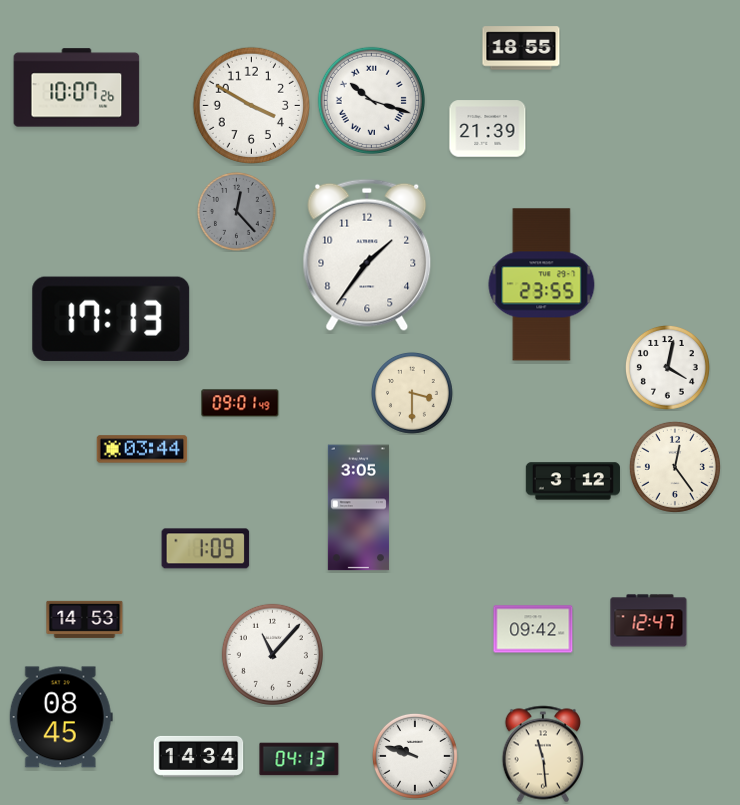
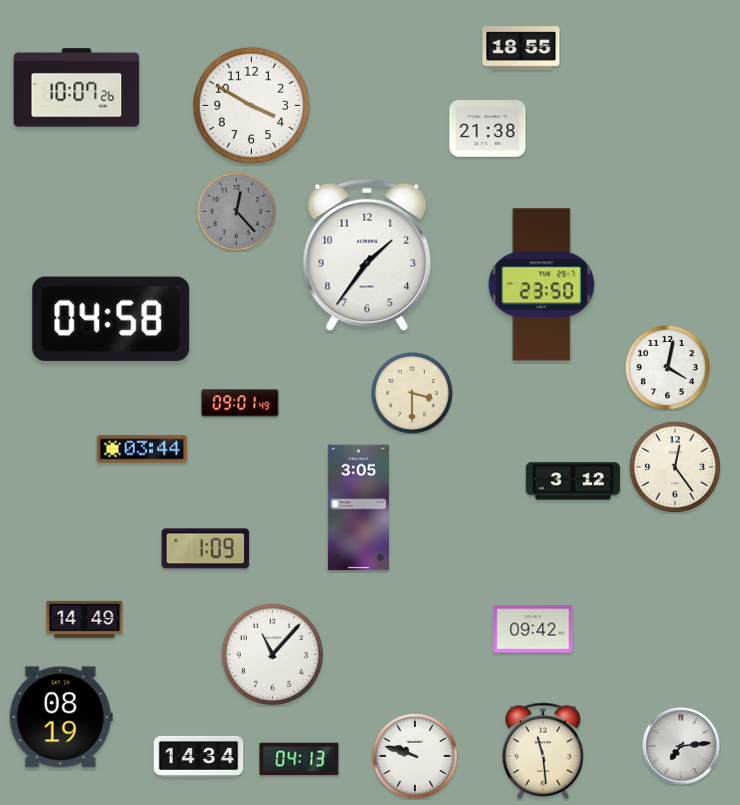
clock at (371, 100): 10:18 -> none
clock at (488, 129): 21:39 -> 21:38
clock at (542, 285): 23:55 -> 23:50
clock at (111, 319): 17:13 -> 04:58
clock at (85, 619): 14:53 -> 14:49
clock at (649, 621): 12:47 -> none
clock at (61, 717): 08:45 -> 08:19
clock at (681, 746): none -> 7:14
clock at (542, 754) position: (542, 754) -> (542, 751)
